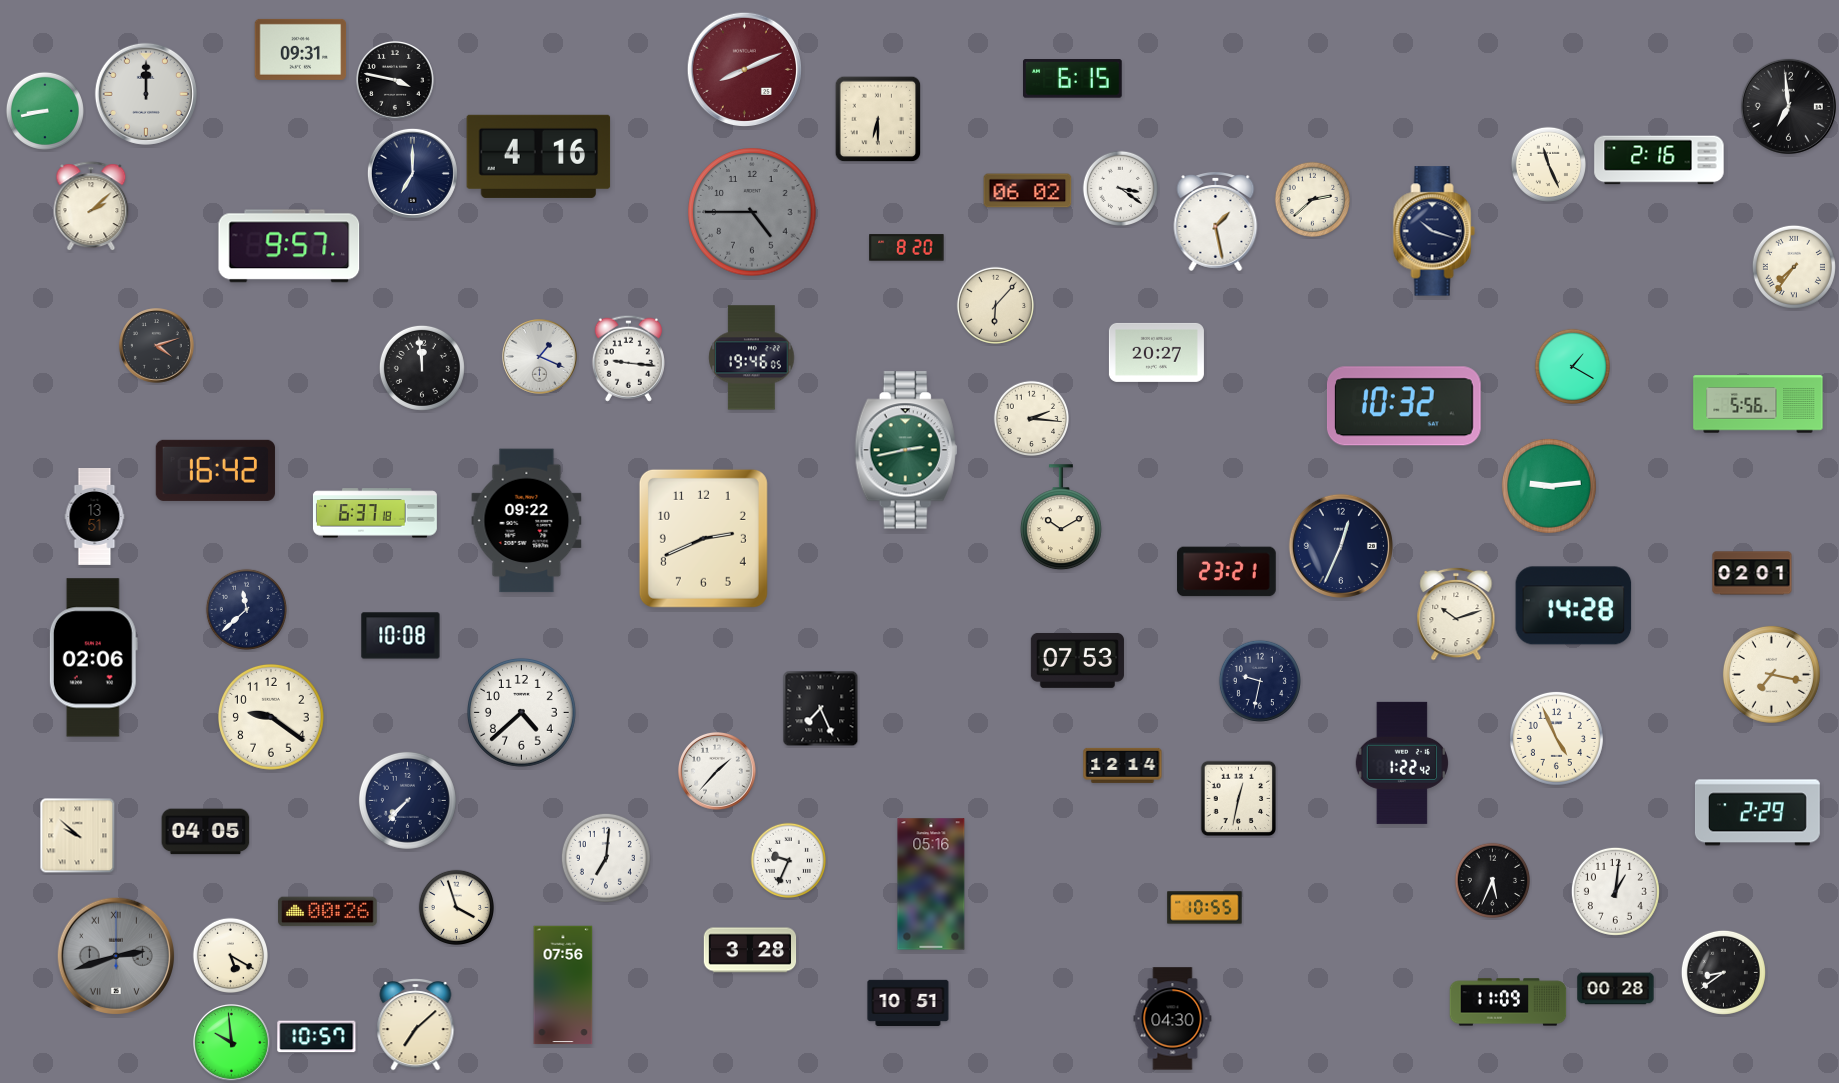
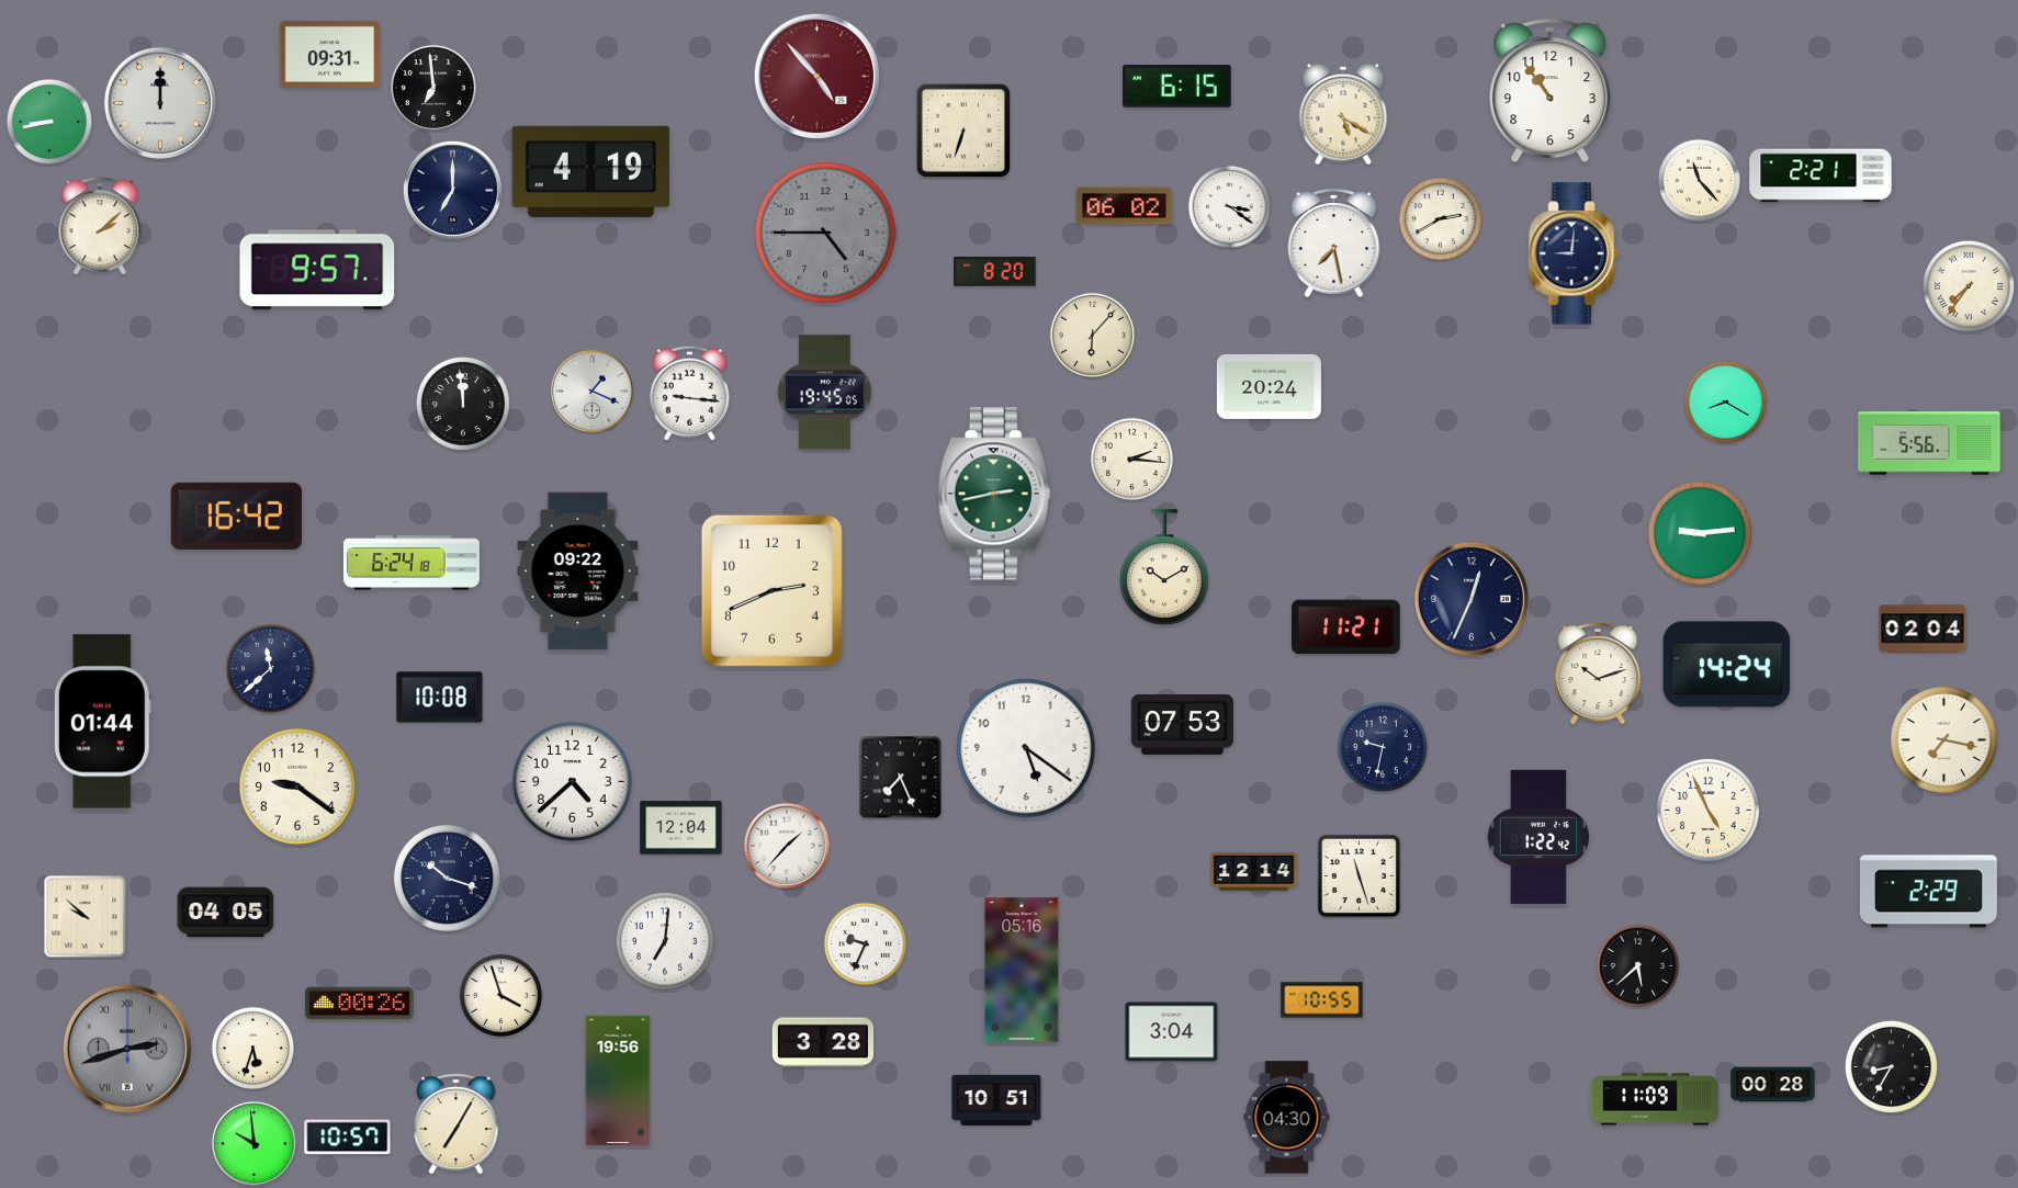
clock at (744, 69): 8:11 -> 4:53
clock at (395, 80): 3:47 -> 6:59
clock at (1551, 91): none -> 10:54
clock at (1343, 114): none -> 5:20
clock at (1788, 106): 6:59 -> none
clock at (878, 119): 6:30 -> 6:33
clock at (539, 156): 4:16 -> 4:19
clock at (1659, 160): 2:16 -> 2:21
clock at (1548, 164): 11:26 -> 11:23
clock at (1028, 191) position: (1028, 191) -> (1125, 206)
clock at (1312, 199): 2:38 -> 2:40
clock at (1216, 221): 1:28 -> 7:28
clock at (1434, 231): 10:18 -> 9:01
clock at (1794, 267) position: (1794, 267) -> (1969, 286)
clock at (157, 346): 4:12 -> none
clock at (1156, 352): 20:27 -> 20:24
clock at (752, 358): 19:46 -> 19:45
clock at (1572, 366): 1:20 -> 8:20
clock at (1404, 406): 10:32 -> none
clock at (375, 513): 6:37 -> 6:24
clock at (95, 517): 13:51 -> none
clock at (1227, 572): 23:21 -> 11:21
clock at (1752, 573): 02:01 -> 02:04
clock at (1574, 606): 14:28 -> 14:24
clock at (93, 658): 02:06 -> 01:44
clock at (1026, 748): none -> 5:21
clock at (681, 828): none -> 12:04
clock at (1123, 765) position: (1123, 765) -> (1254, 871)
clock at (1239, 799): 12:32 -> 11:27
clock at (407, 800): 7:37 -> 10:18
clock at (1492, 880): 5:34 -> 5:38
clock at (1615, 891): 1:01 -> none
clock at (1205, 908) position: (1205, 908) -> (1322, 1000)
clock at (328, 912) position: (328, 912) -> (360, 1004)
clock at (1172, 1032): none -> 3:04
clock at (230, 955): 5:20 -> 5:33
clock at (1723, 972): 8:39 -> 8:35
clock at (563, 985): 07:56 -> 19:56
clock at (416, 1025): 7:08 -> 7:05
